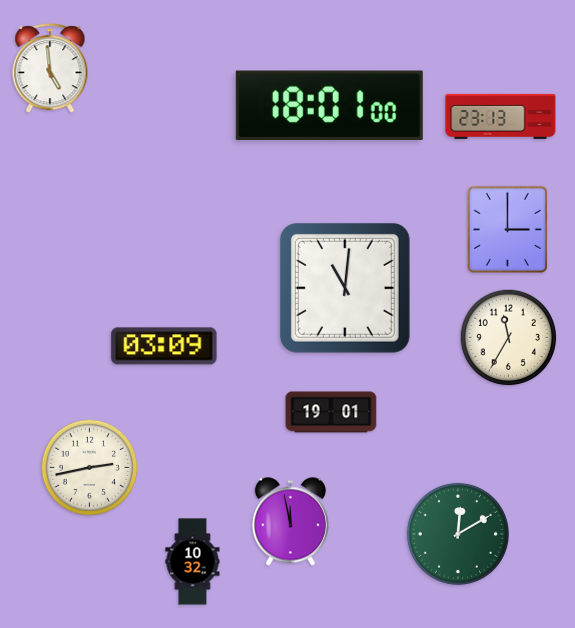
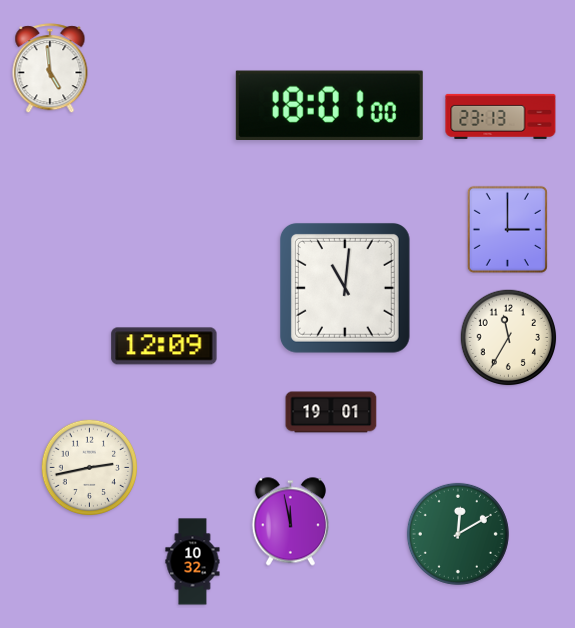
clock at (164, 346): 03:09 -> 12:09
